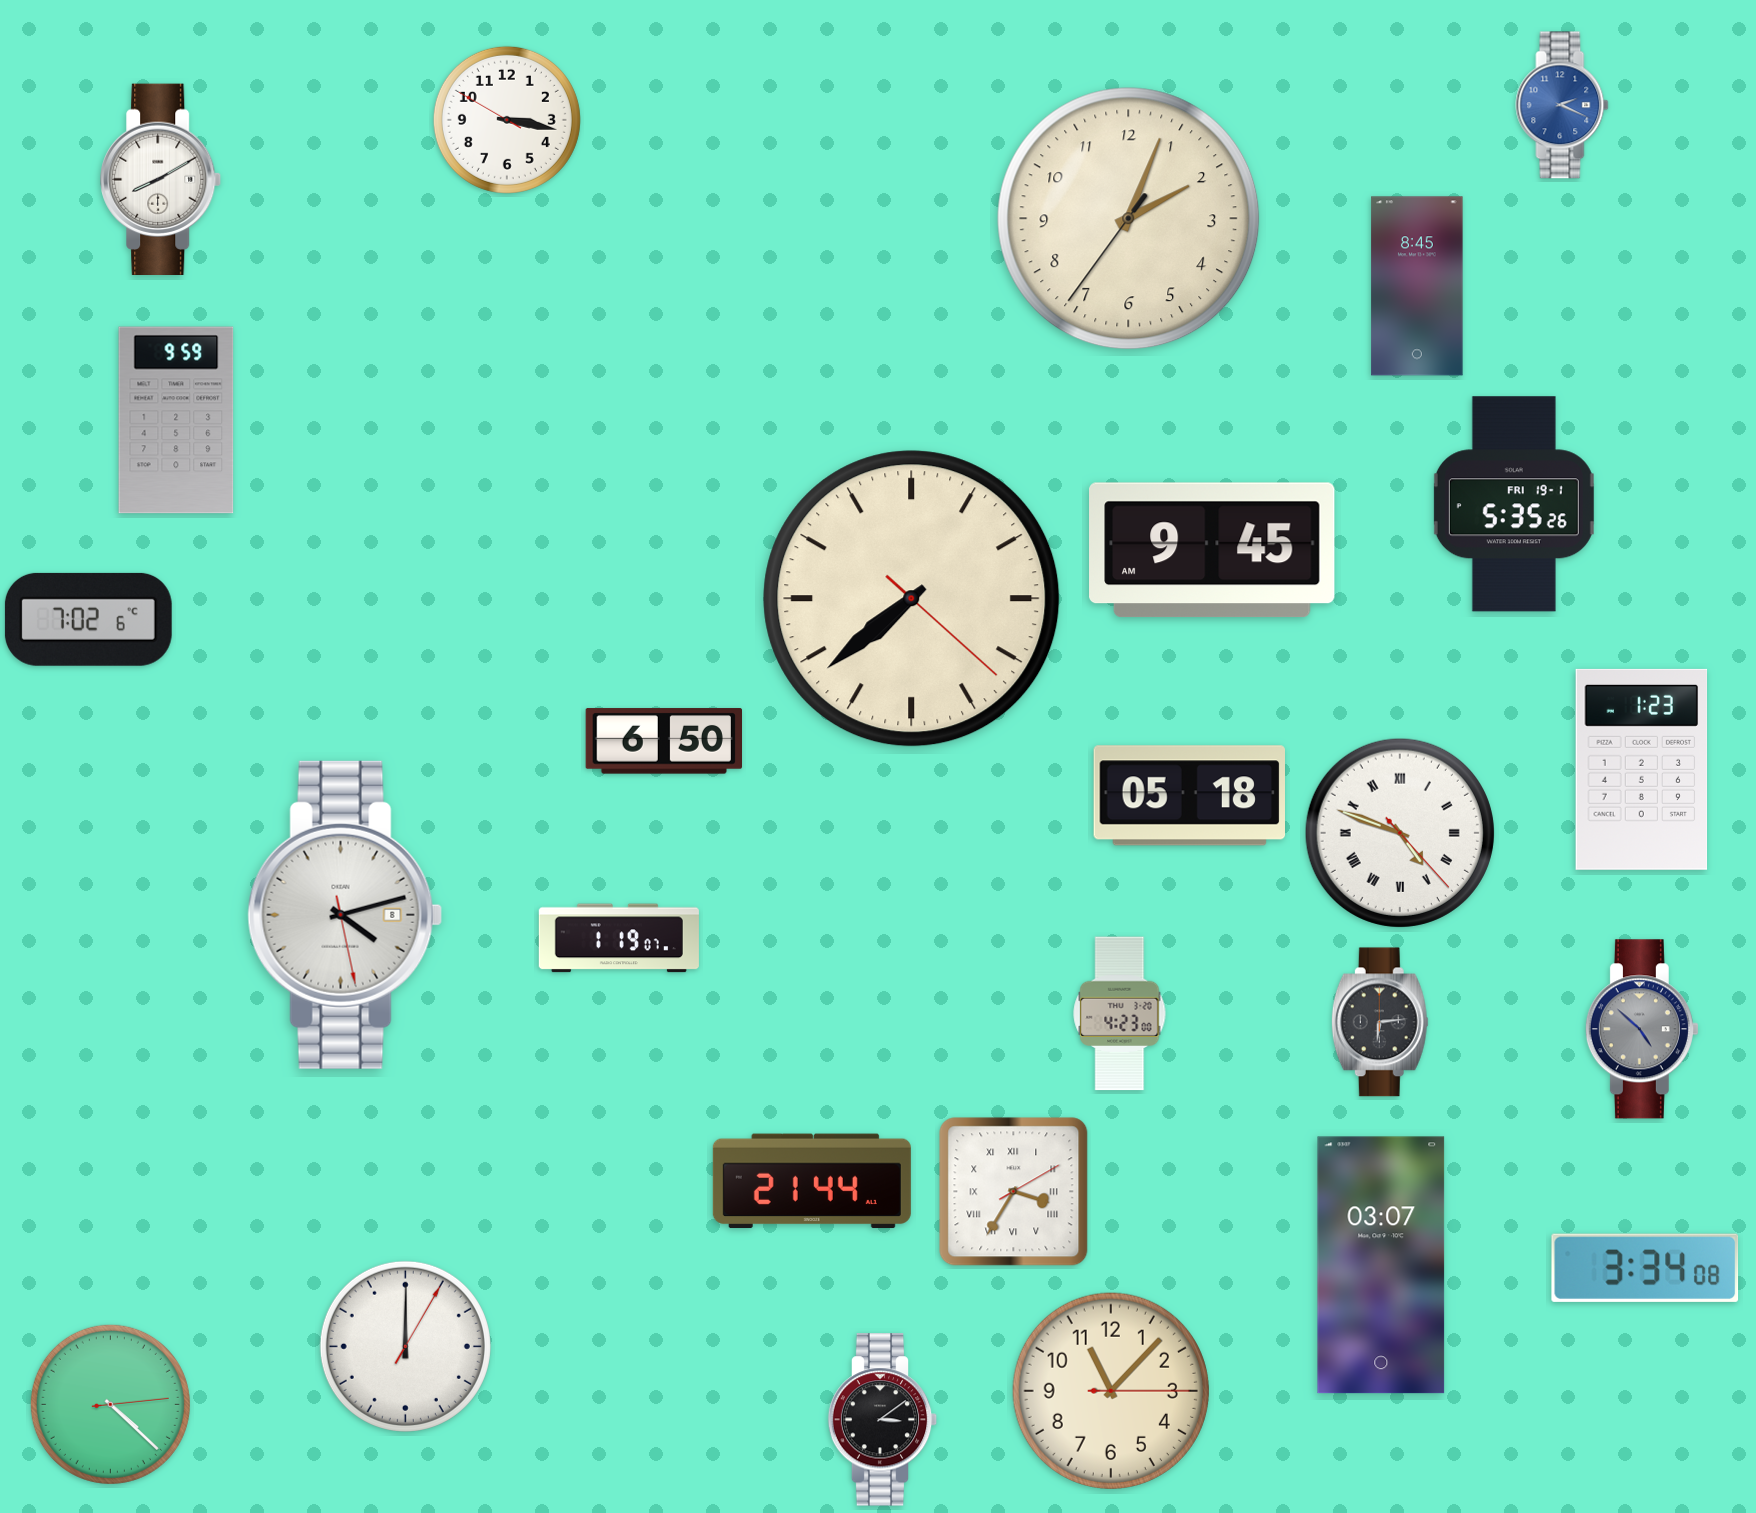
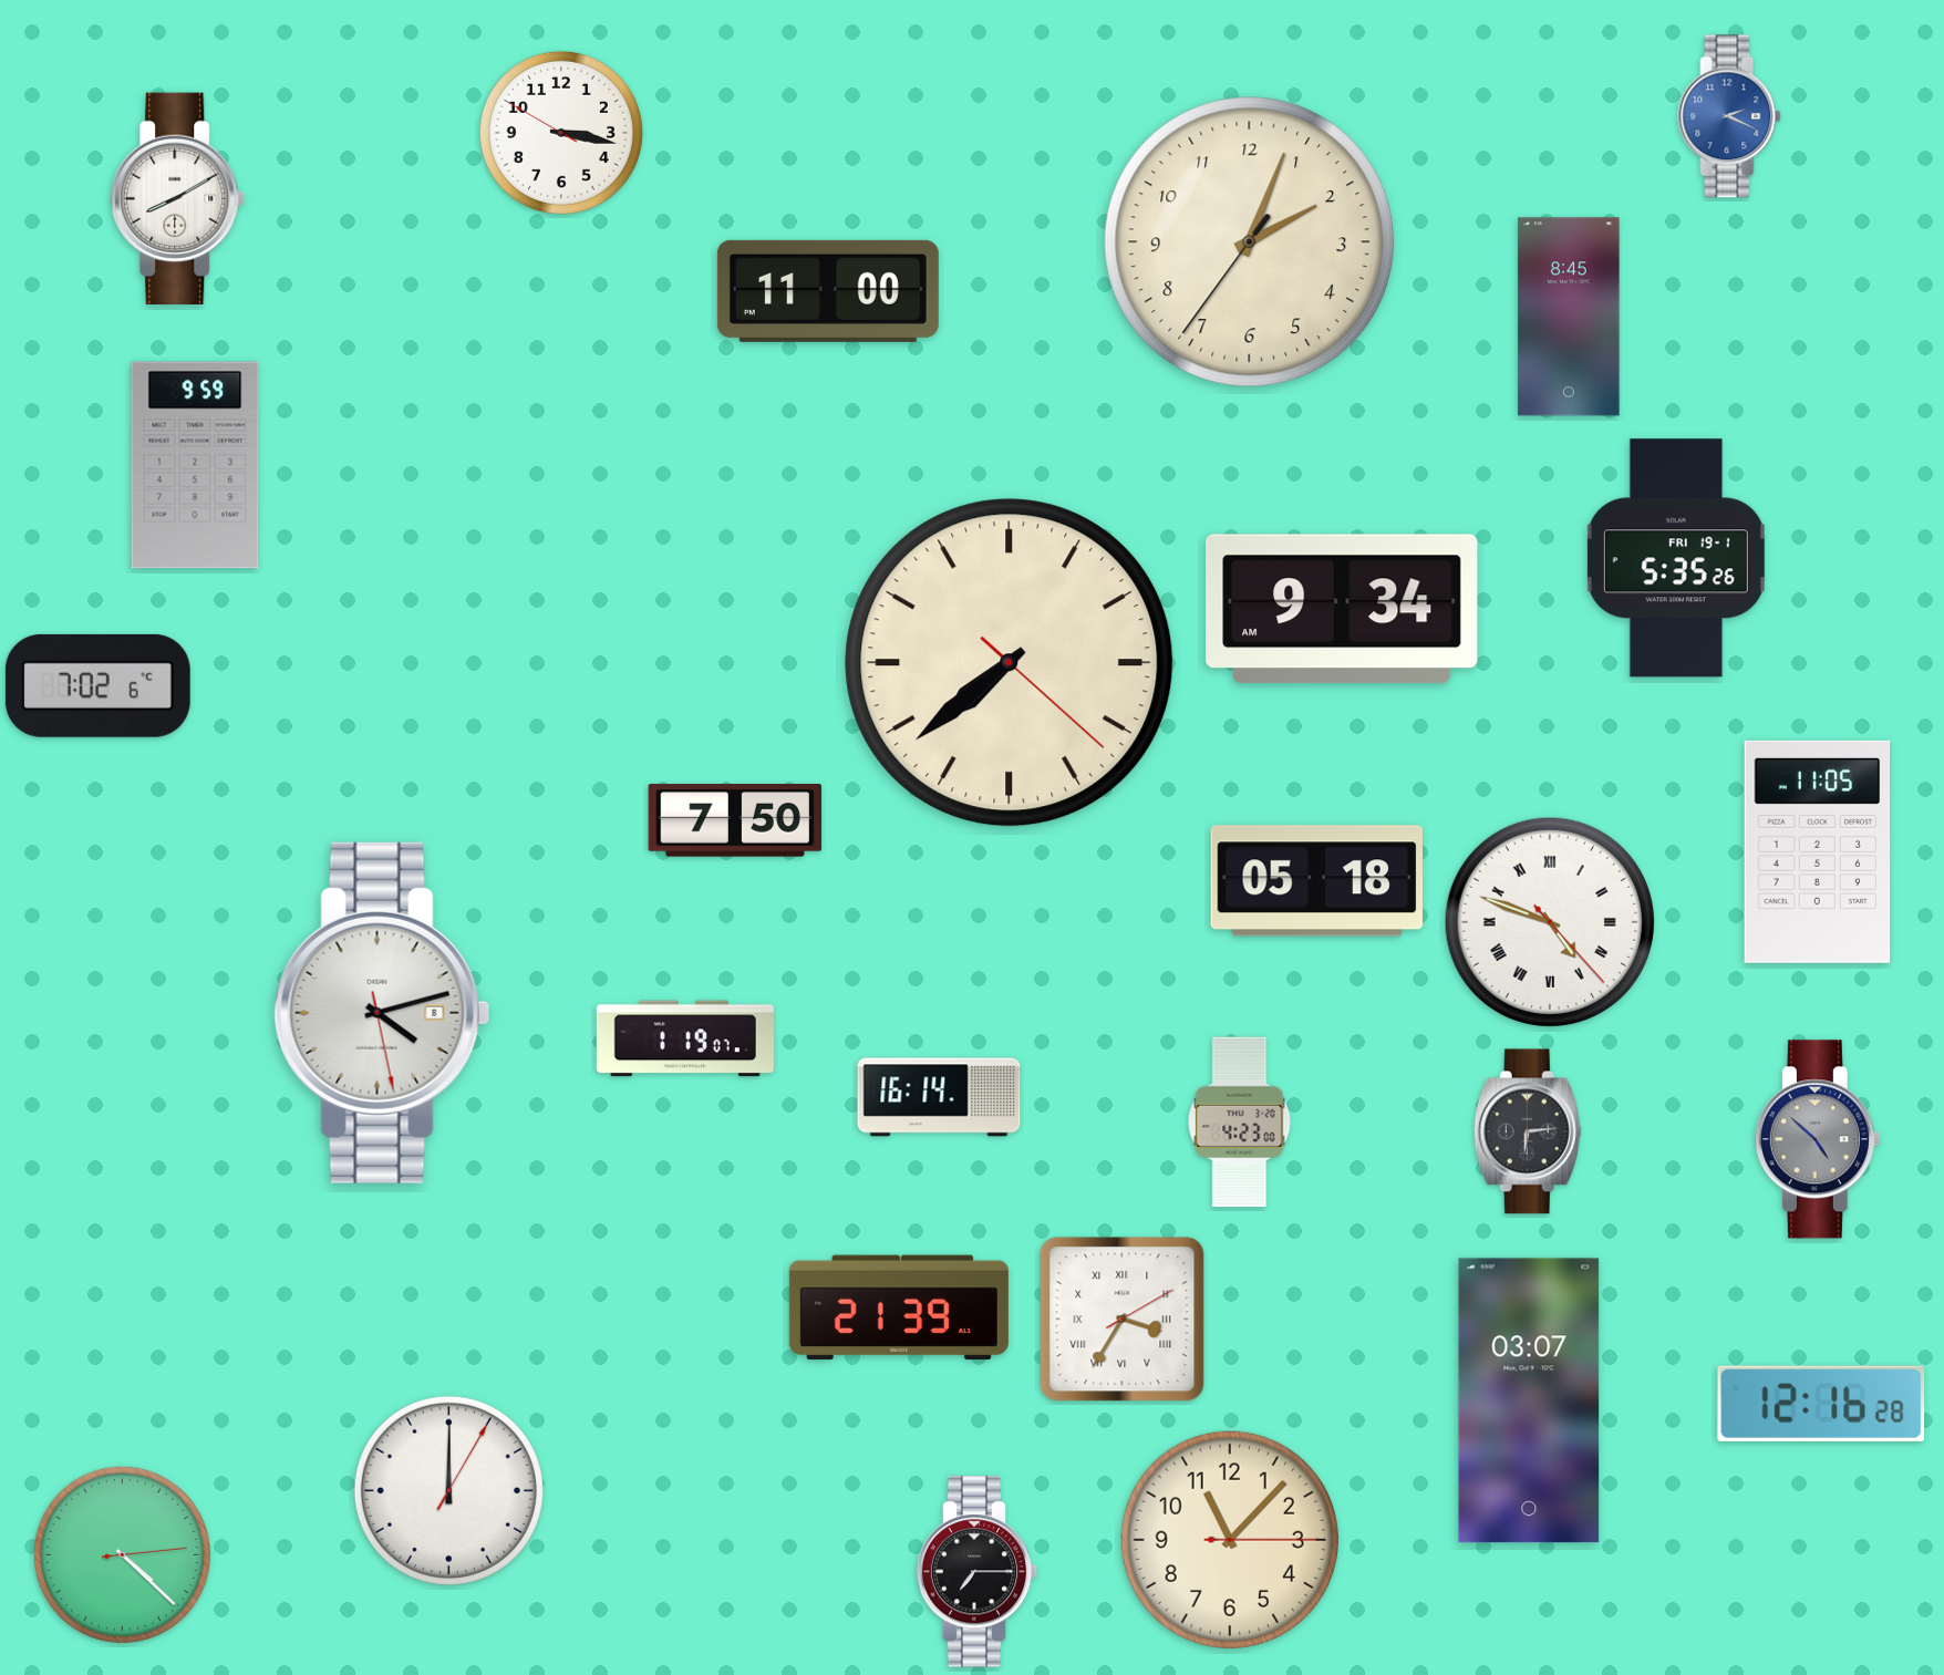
clock at (828, 291): none -> 11:00
clock at (1212, 550): 9:45 -> 9:34
clock at (663, 741): 6:50 -> 7:50
clock at (1642, 769): 1:23 -> 11:05
clock at (939, 1097): none -> 16:14
clock at (812, 1181): 21:44 -> 21:39
clock at (1645, 1268): 3:34 -> 12:16
clock at (883, 1420): 3:09 -> 7:15
